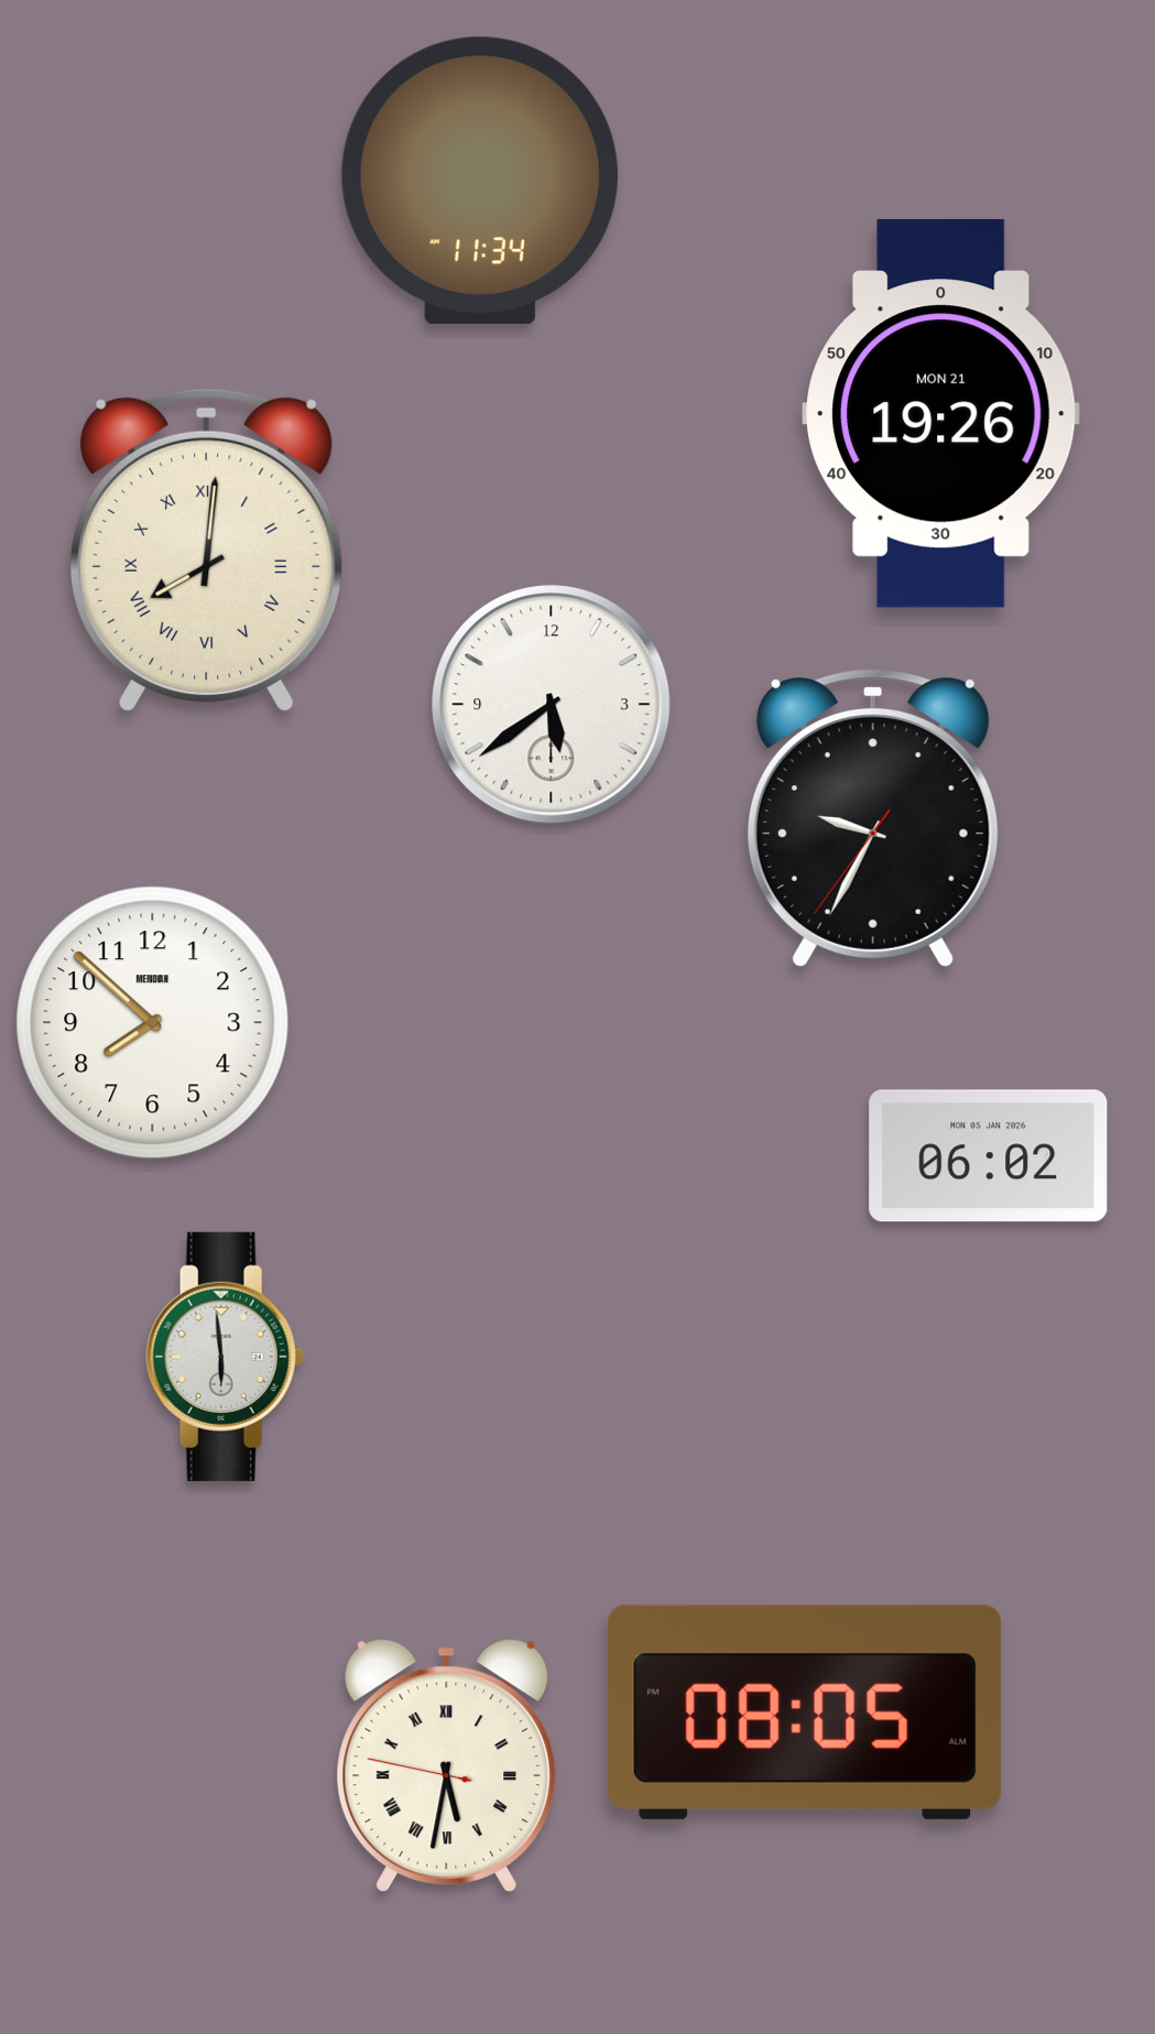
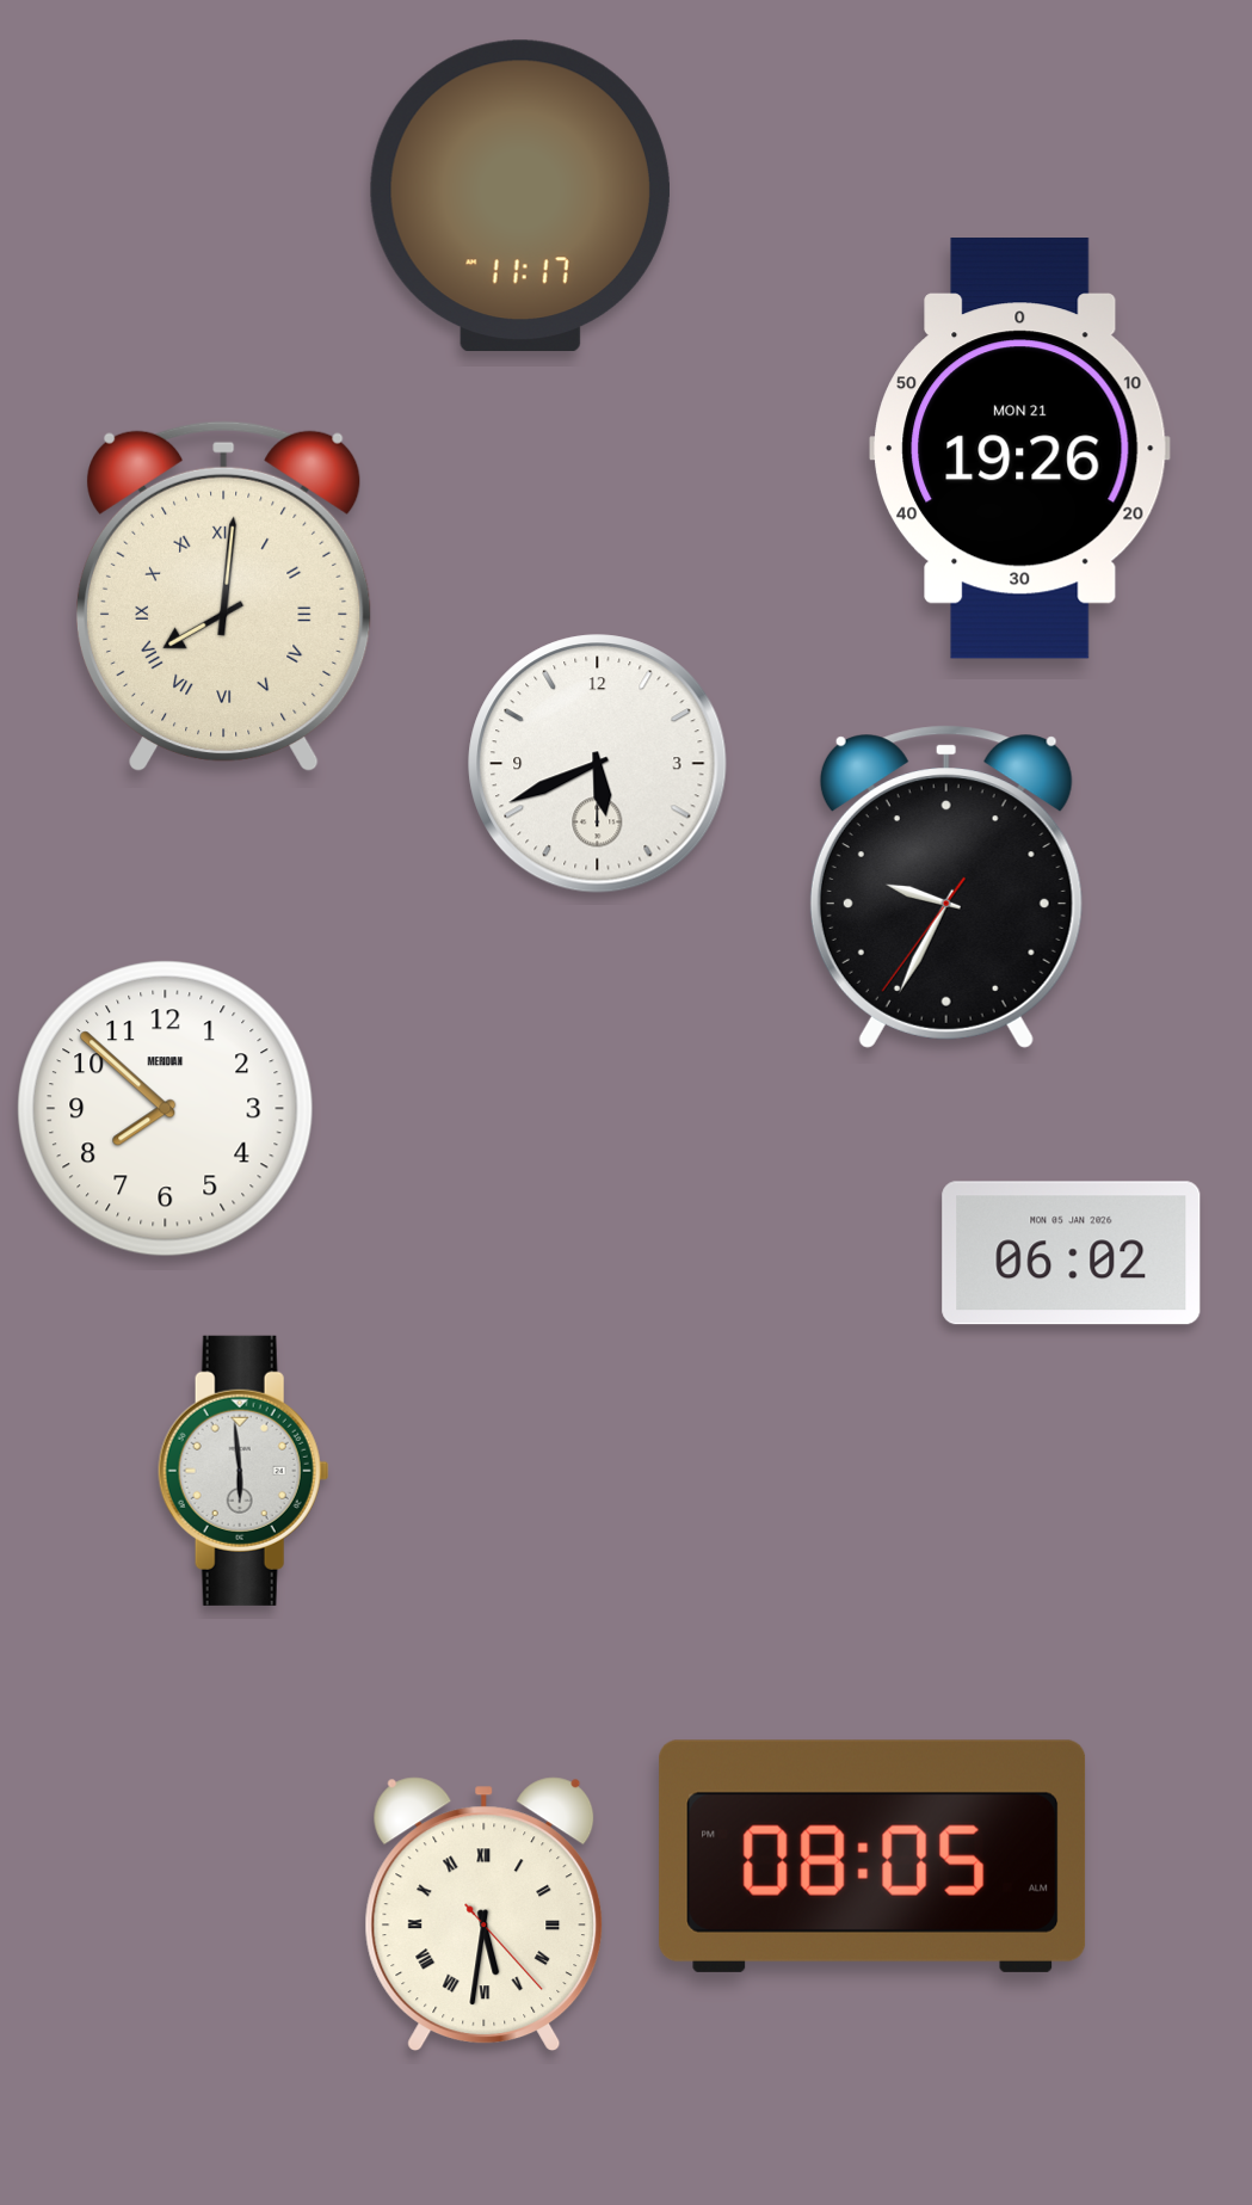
clock at (480, 180): 11:34 -> 11:17
clock at (552, 705): 5:39 -> 5:41
clock at (447, 1765): 5:31:47 -> 5:31:23
